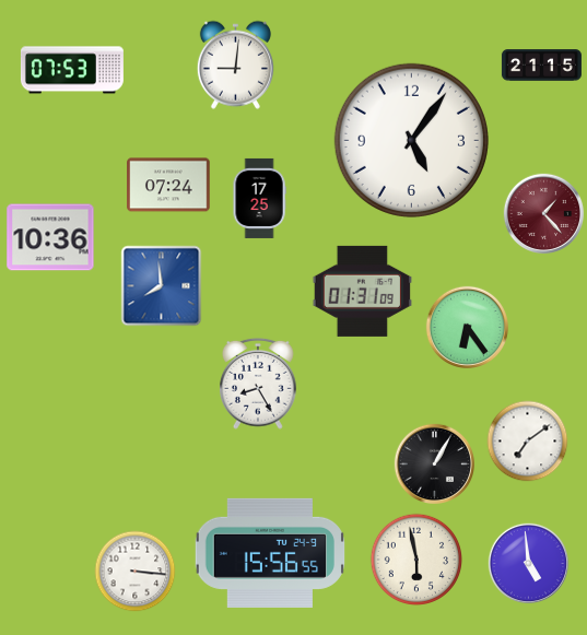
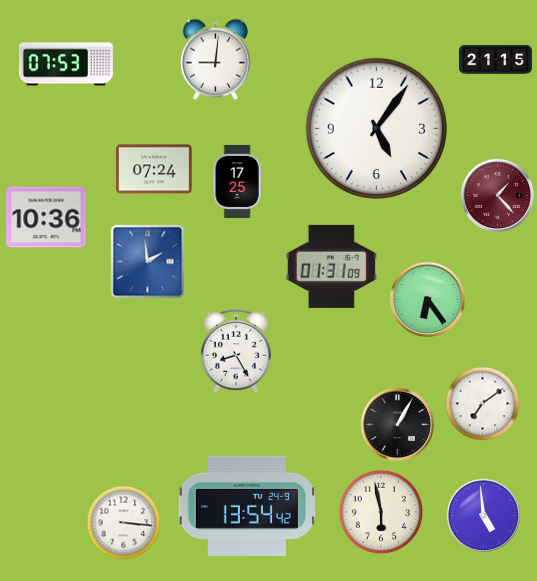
clock at (162, 286): 7:59 -> 1:59
clock at (269, 553): 15:56 -> 13:54
